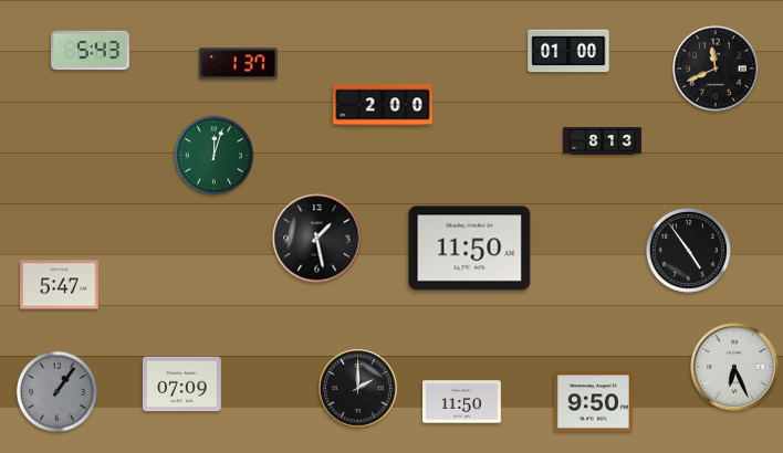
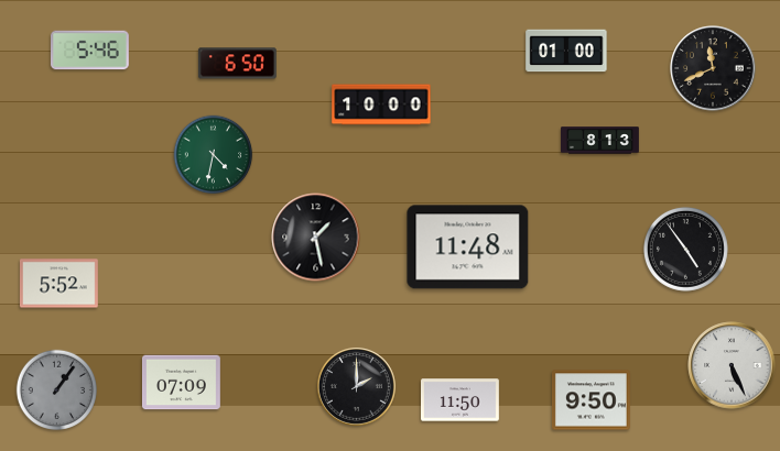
clock at (90, 51): 5:43 -> 5:46
clock at (238, 64): 1:37 -> 6:50
clock at (383, 105): 2:00 -> 10:00
clock at (215, 156): 12:03 -> 4:32
clock at (470, 249): 11:50 -> 11:48
clock at (59, 285): 5:47 -> 5:52
clock at (734, 367): 6:26 -> 5:26
